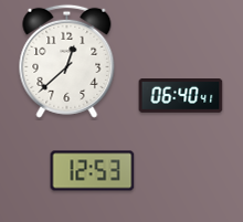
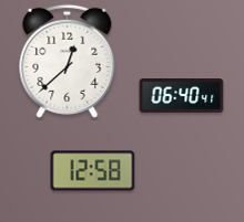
clock at (93, 171): 12:53 -> 12:58
